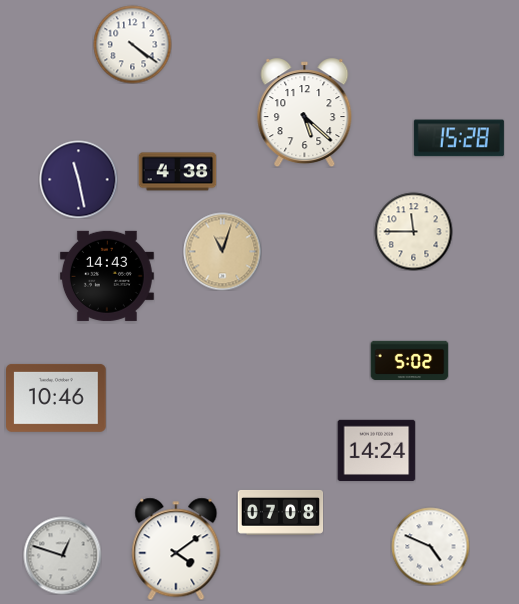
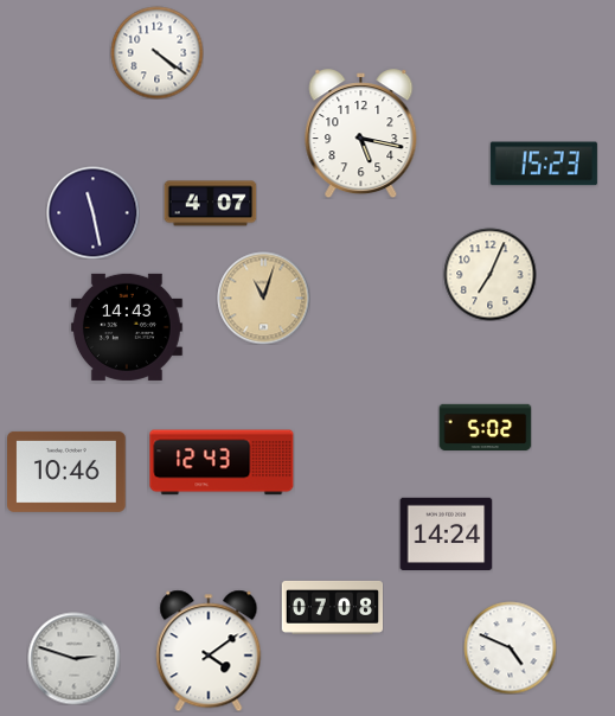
clock at (305, 113): 5:22 -> 5:17
clock at (459, 138): 15:28 -> 15:23
clock at (177, 172): 4:38 -> 4:07
clock at (413, 231): 11:45 -> 7:04
clock at (222, 462): none -> 12:43
clock at (62, 555): 12:48 -> 2:48
